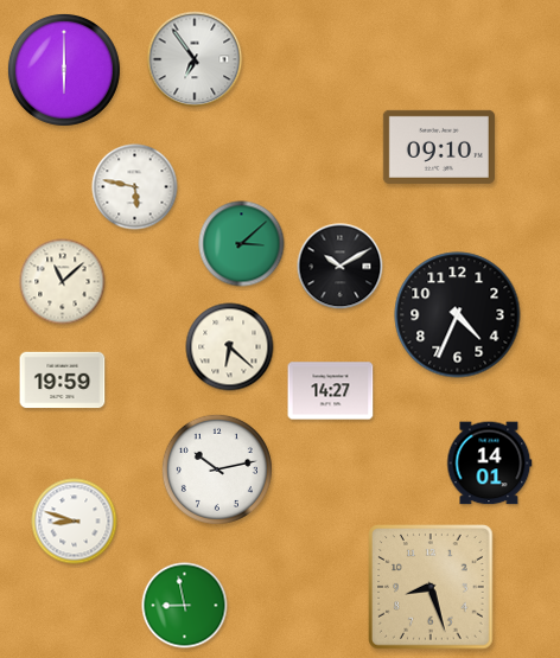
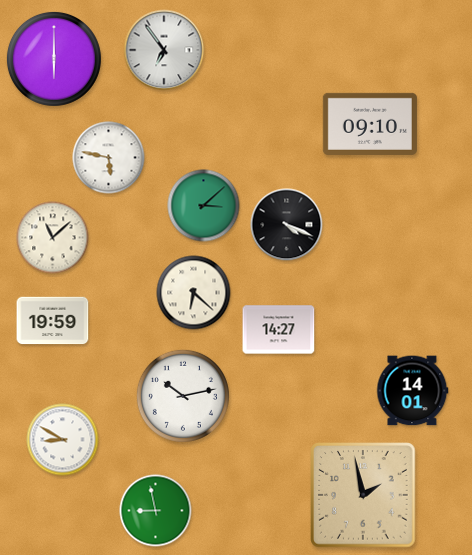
clock at (135, 187) position: (135, 187) -> (109, 158)
clock at (341, 267): 10:10 -> 4:19
clock at (458, 315): 4:34 -> none
clock at (75, 522): 8:48 -> 8:50
clock at (431, 587): 8:27 -> 1:58
